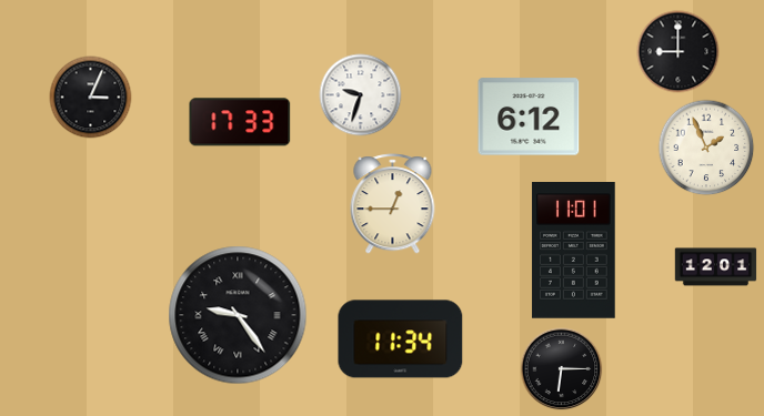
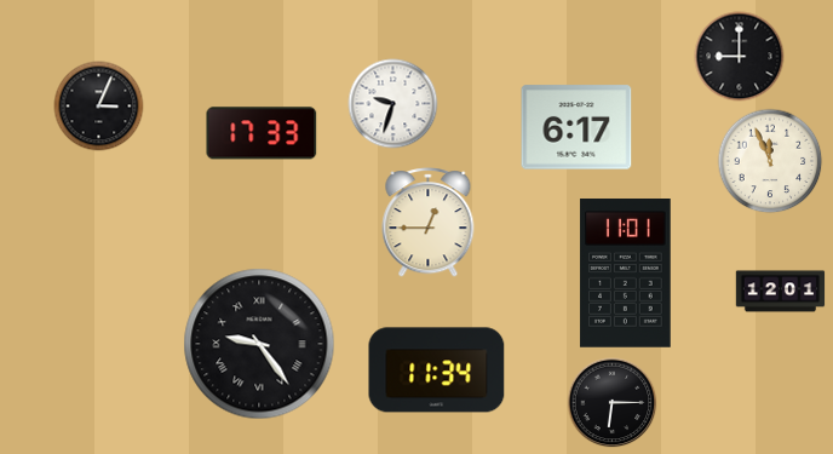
clock at (529, 116): 6:12 -> 6:17
clock at (706, 148): 1:56 -> 11:56
